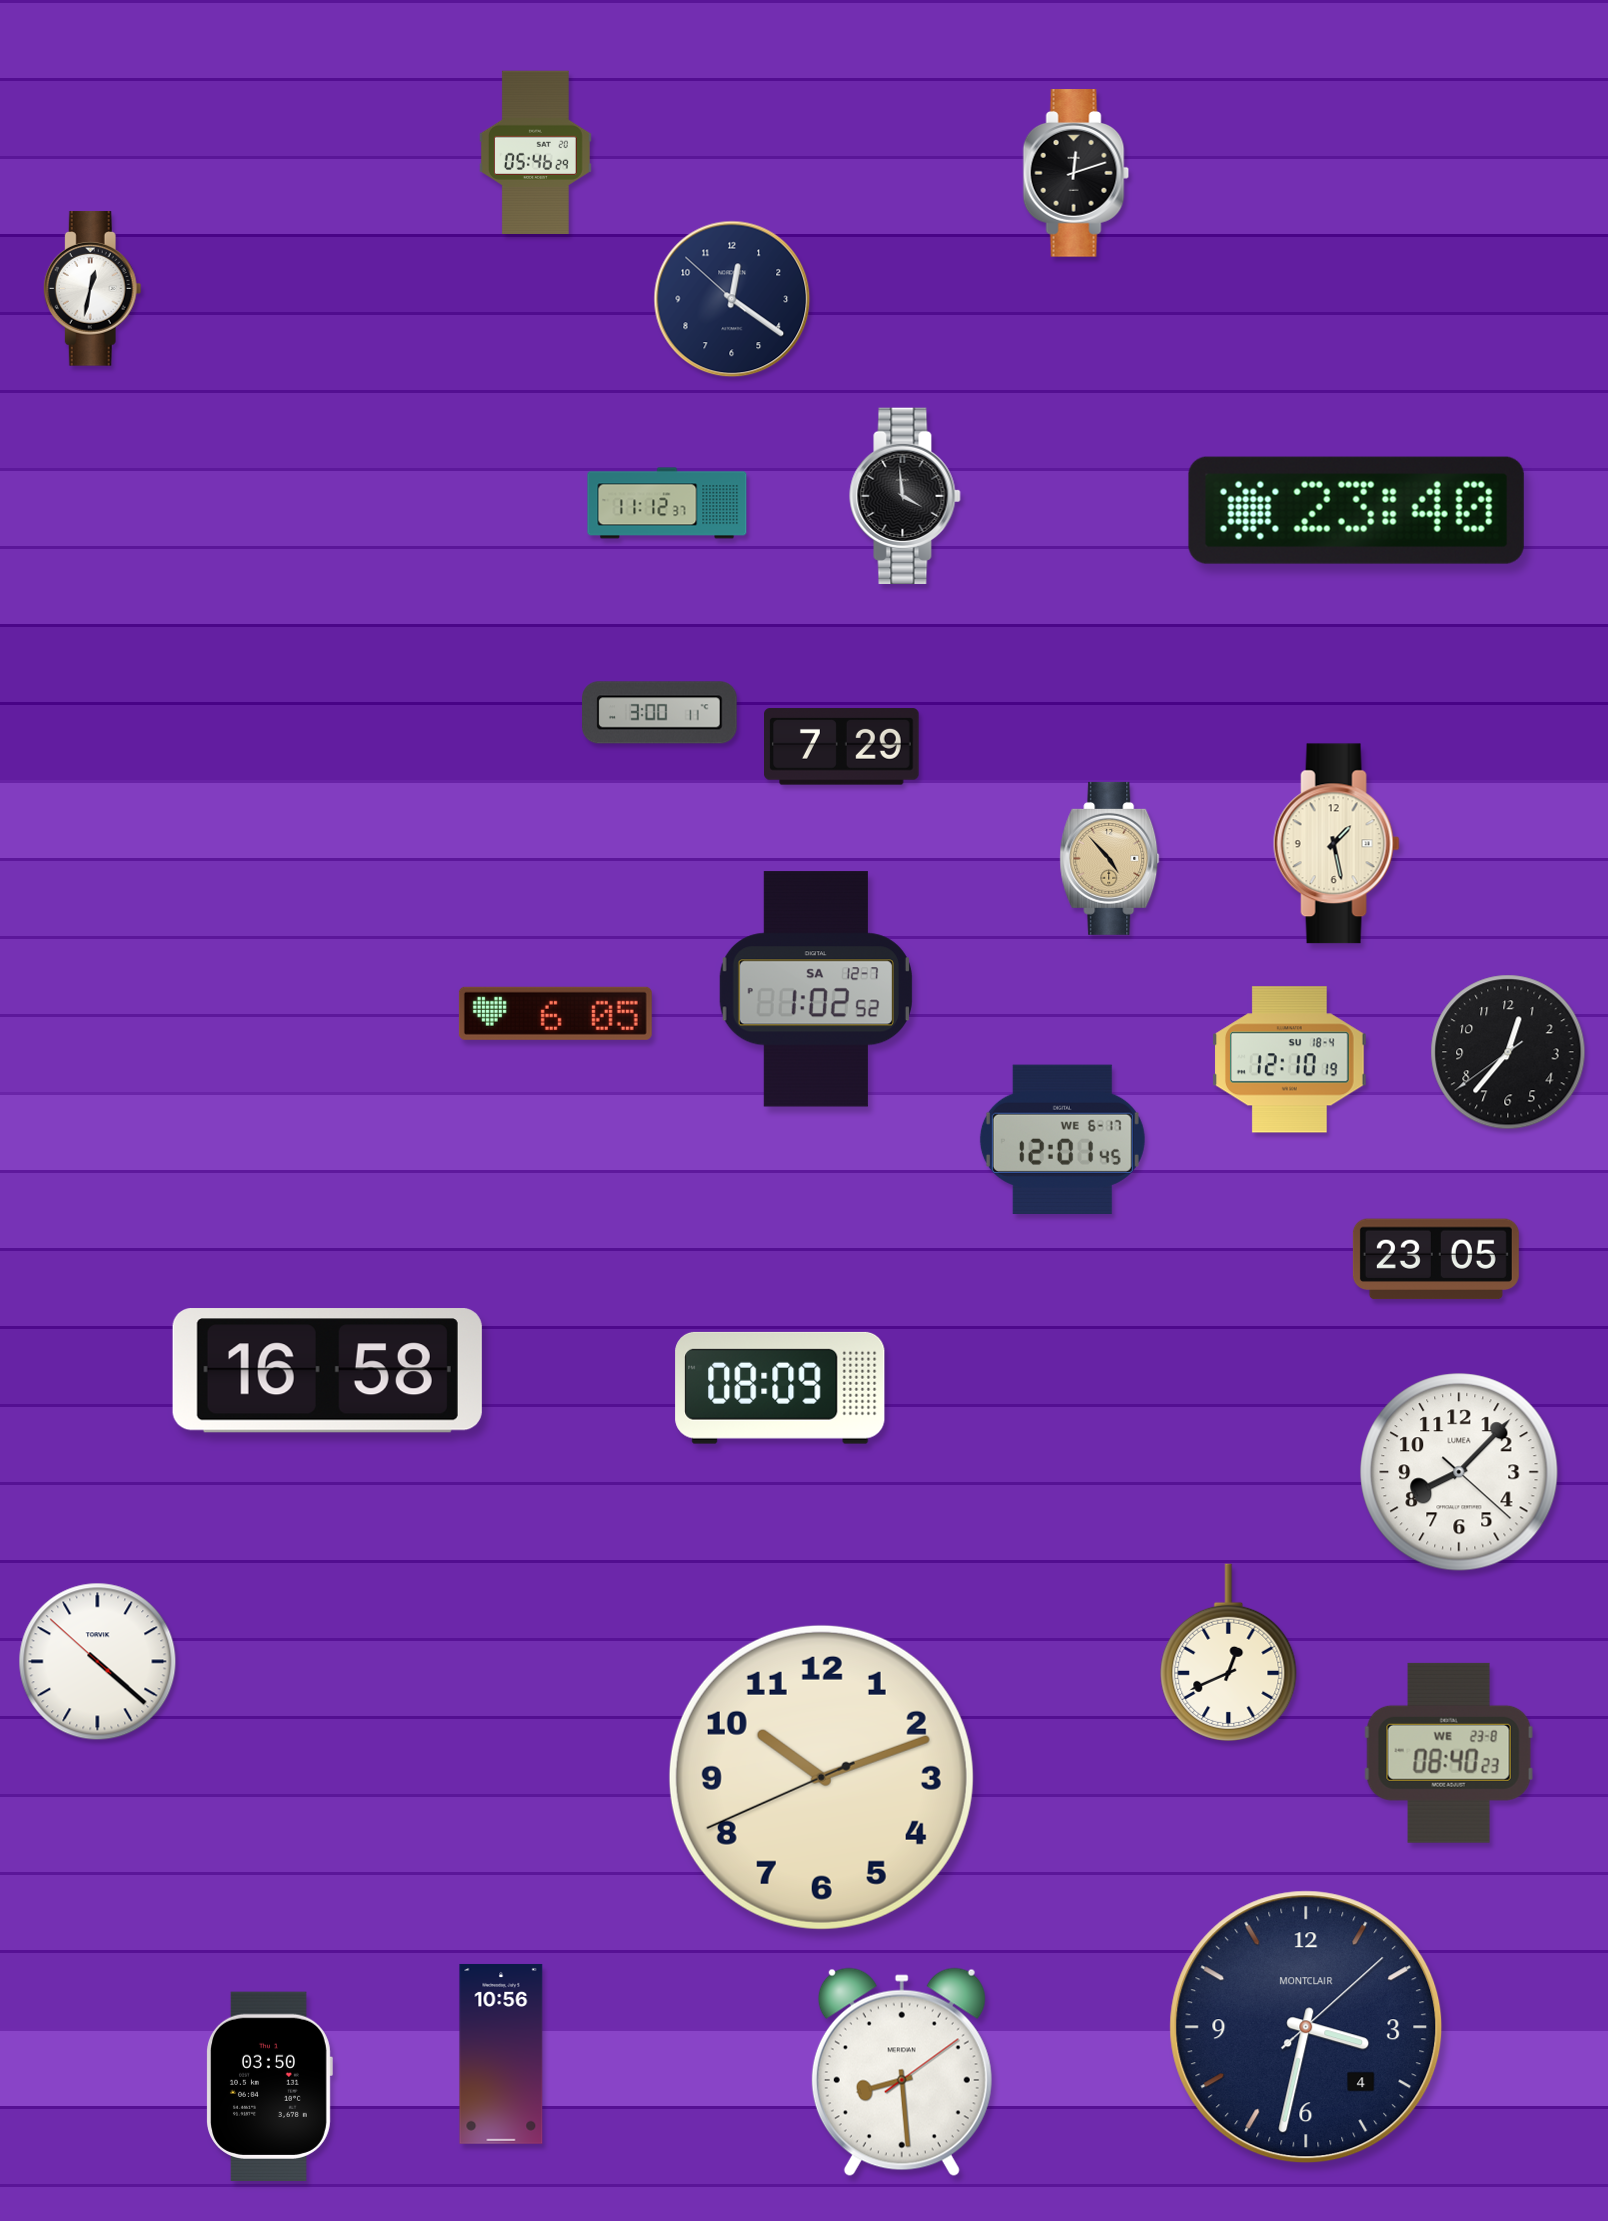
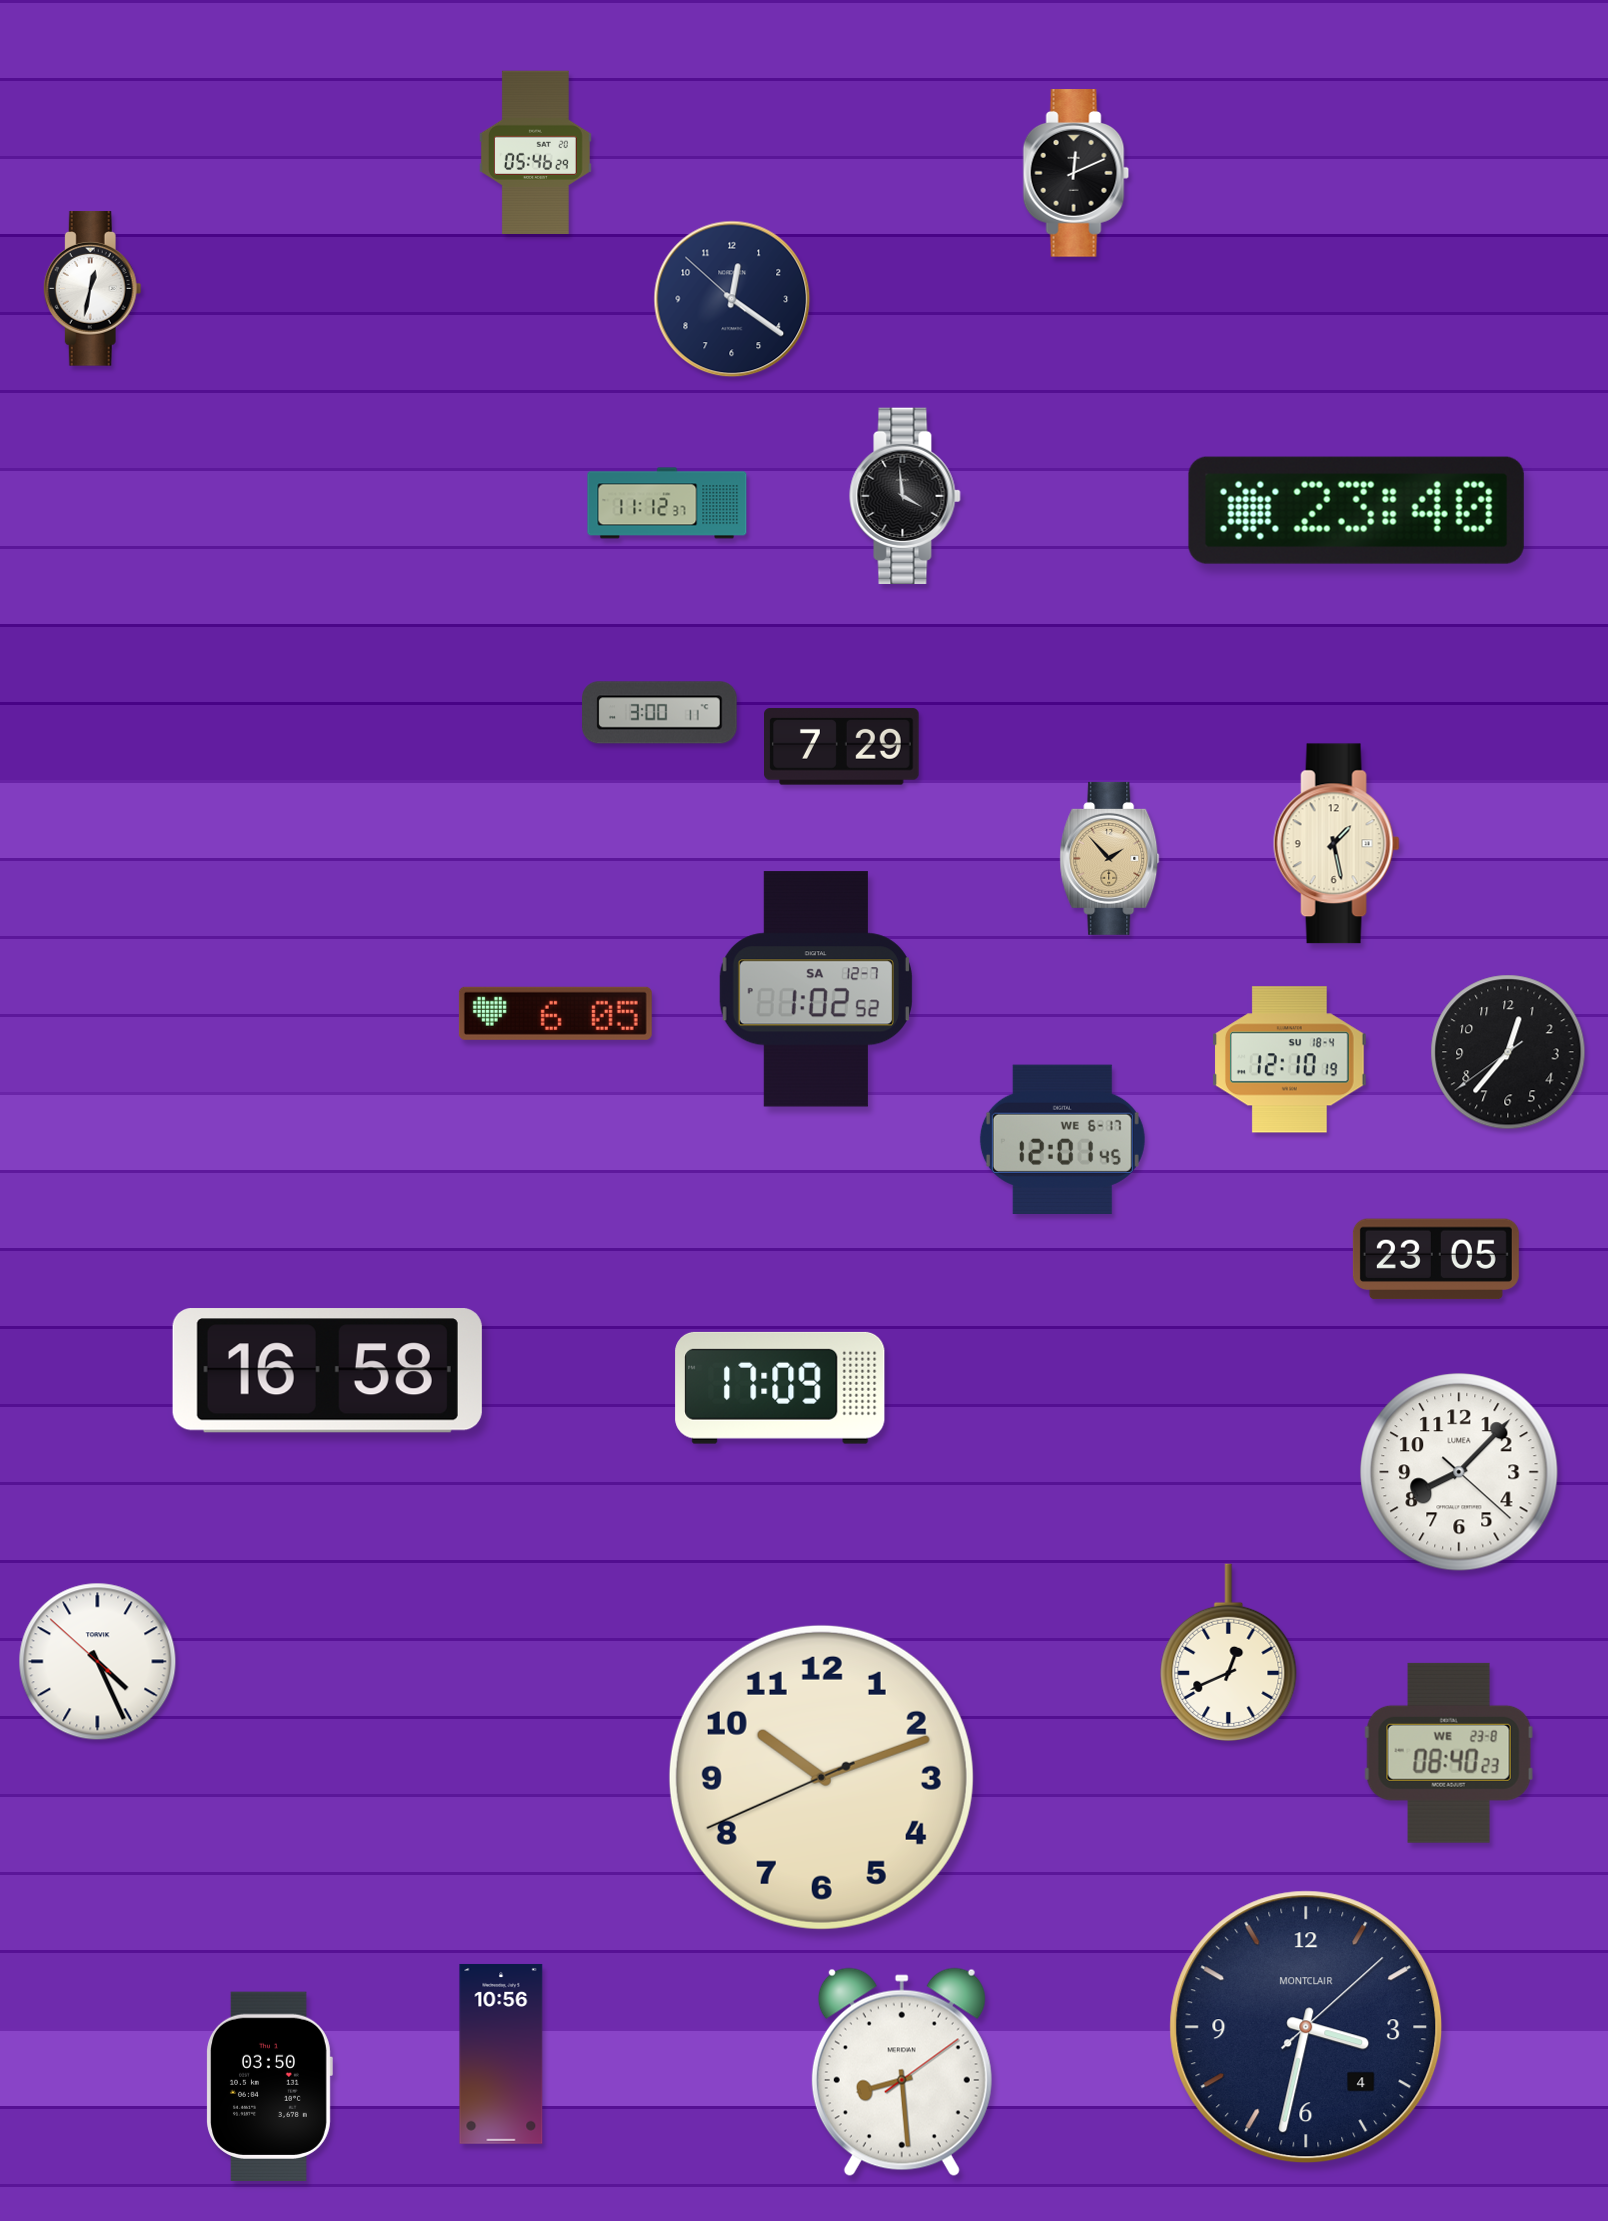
clock at (1076, 173): 12:12 -> 12:11
clock at (1110, 858): 4:53 -> 1:53
clock at (780, 1388): 08:09 -> 17:09
clock at (98, 1662): 4:21 -> 4:25
